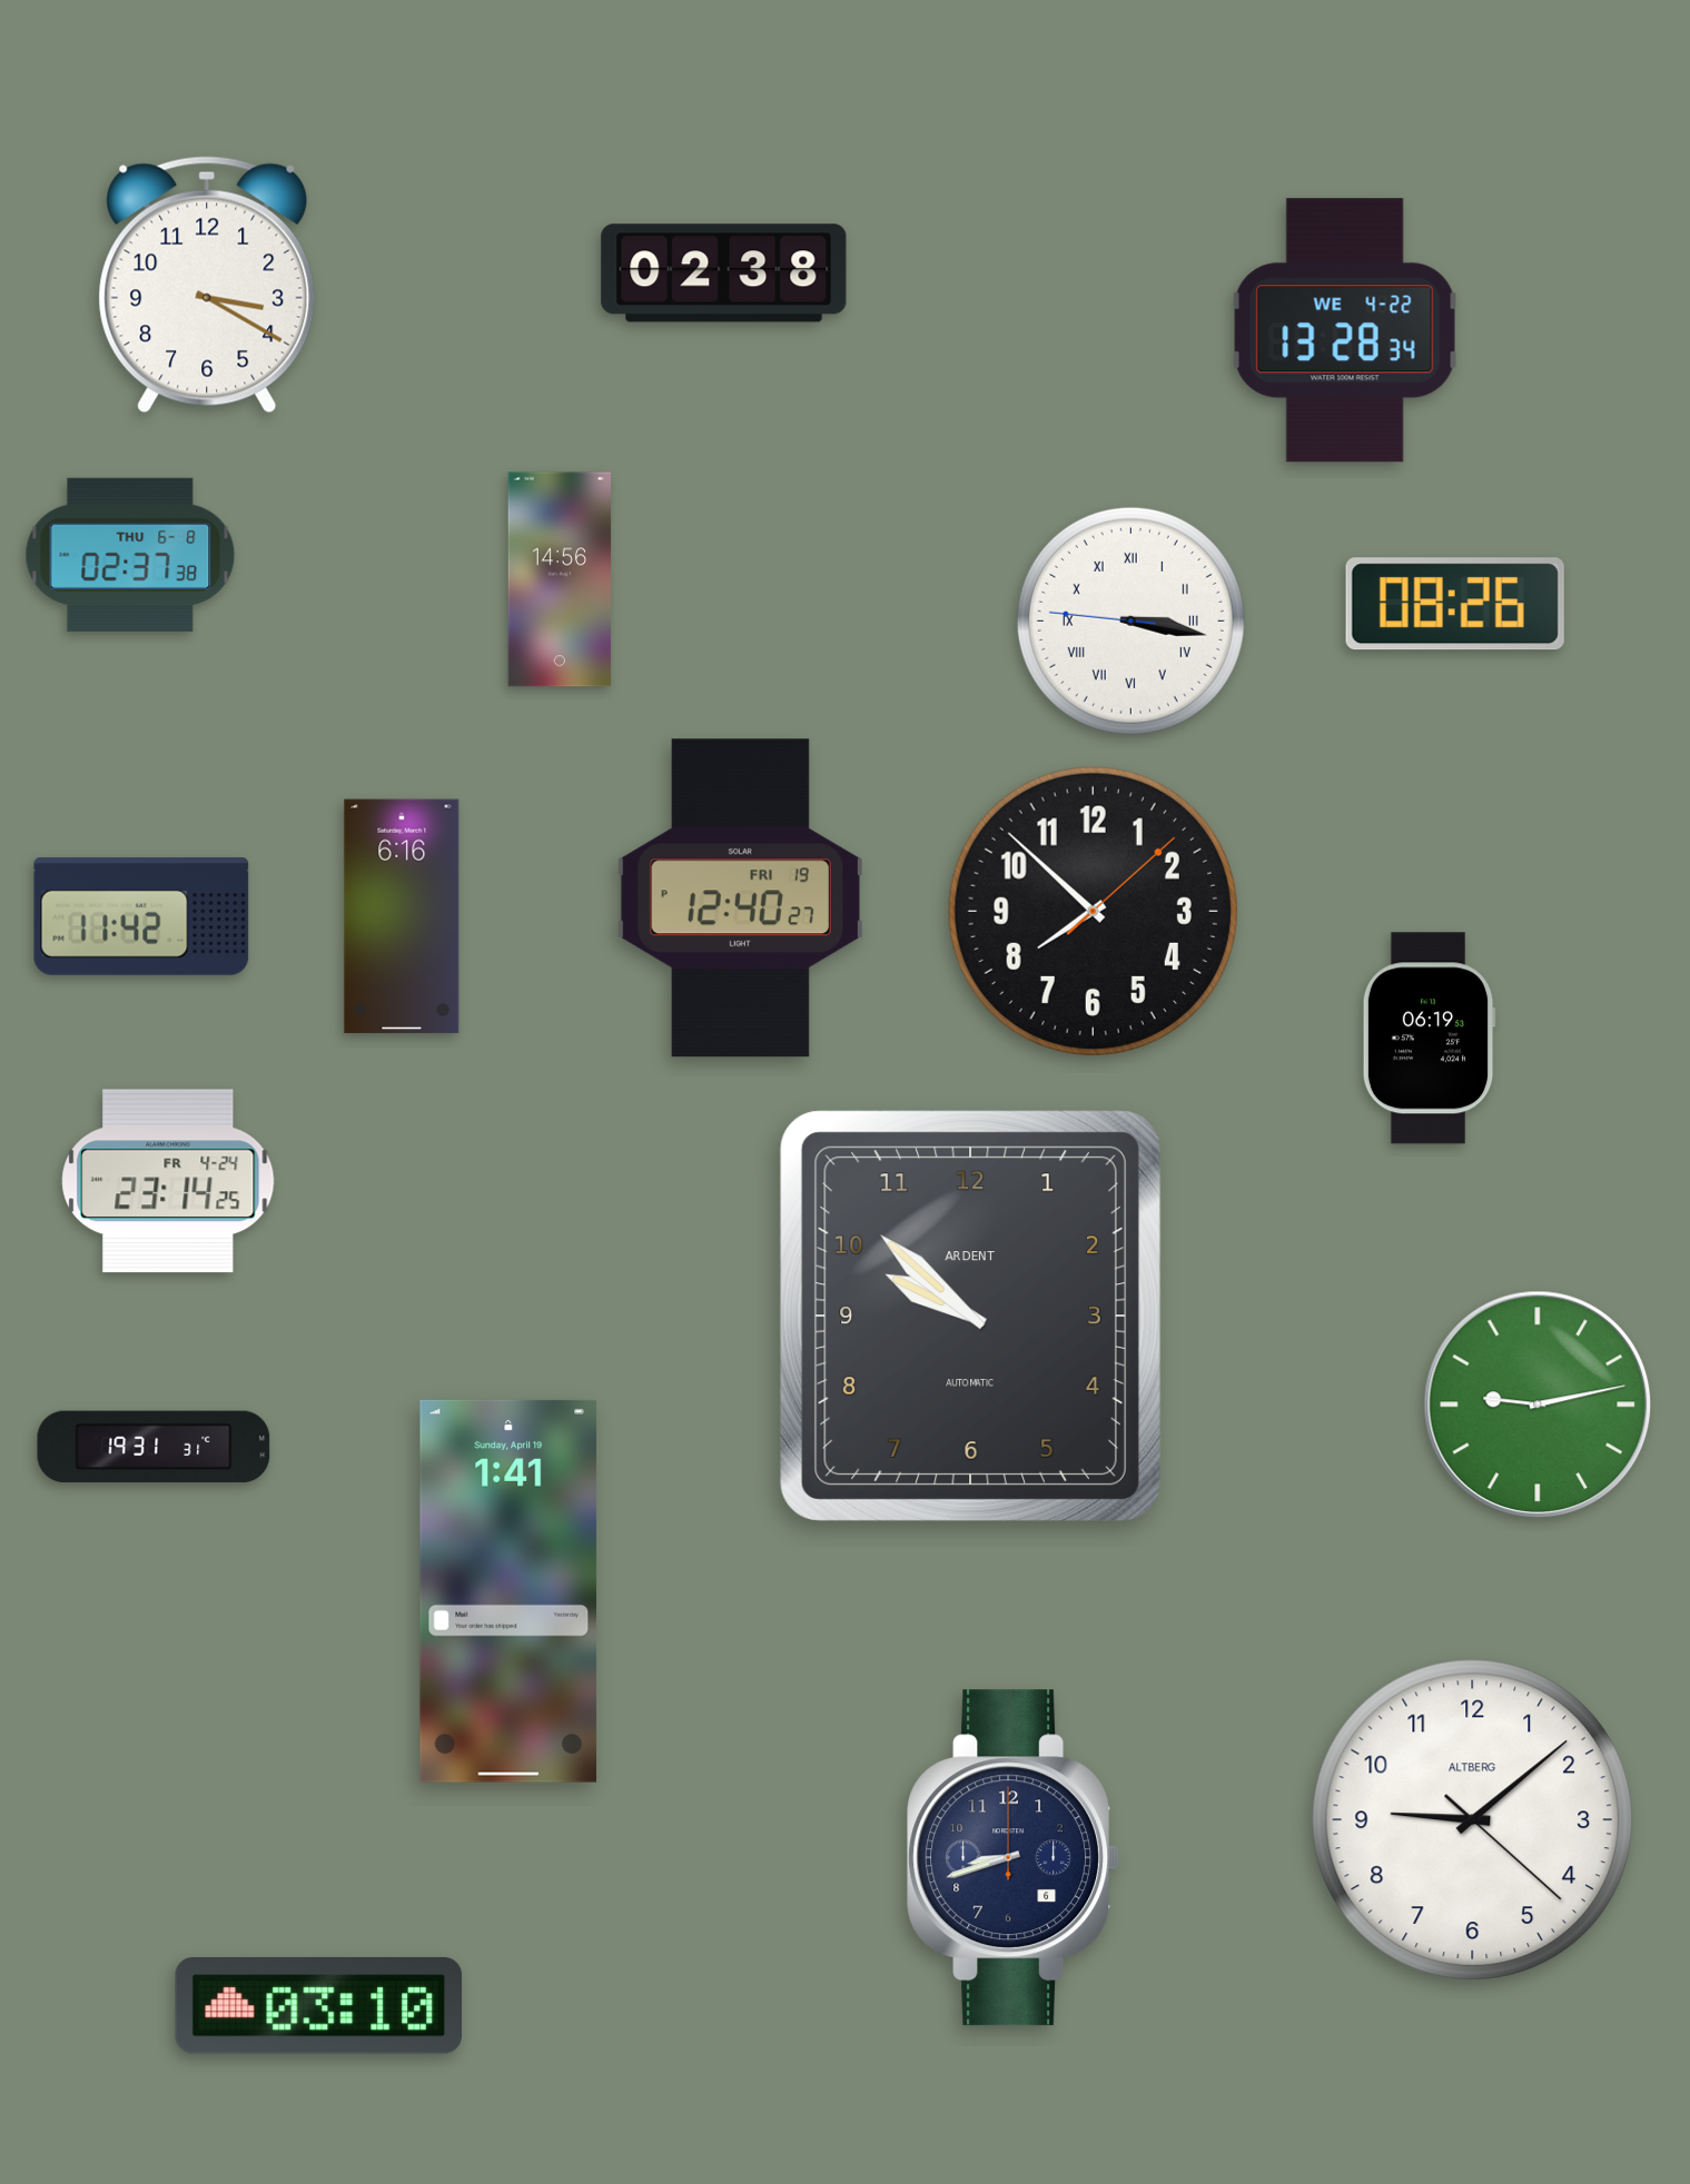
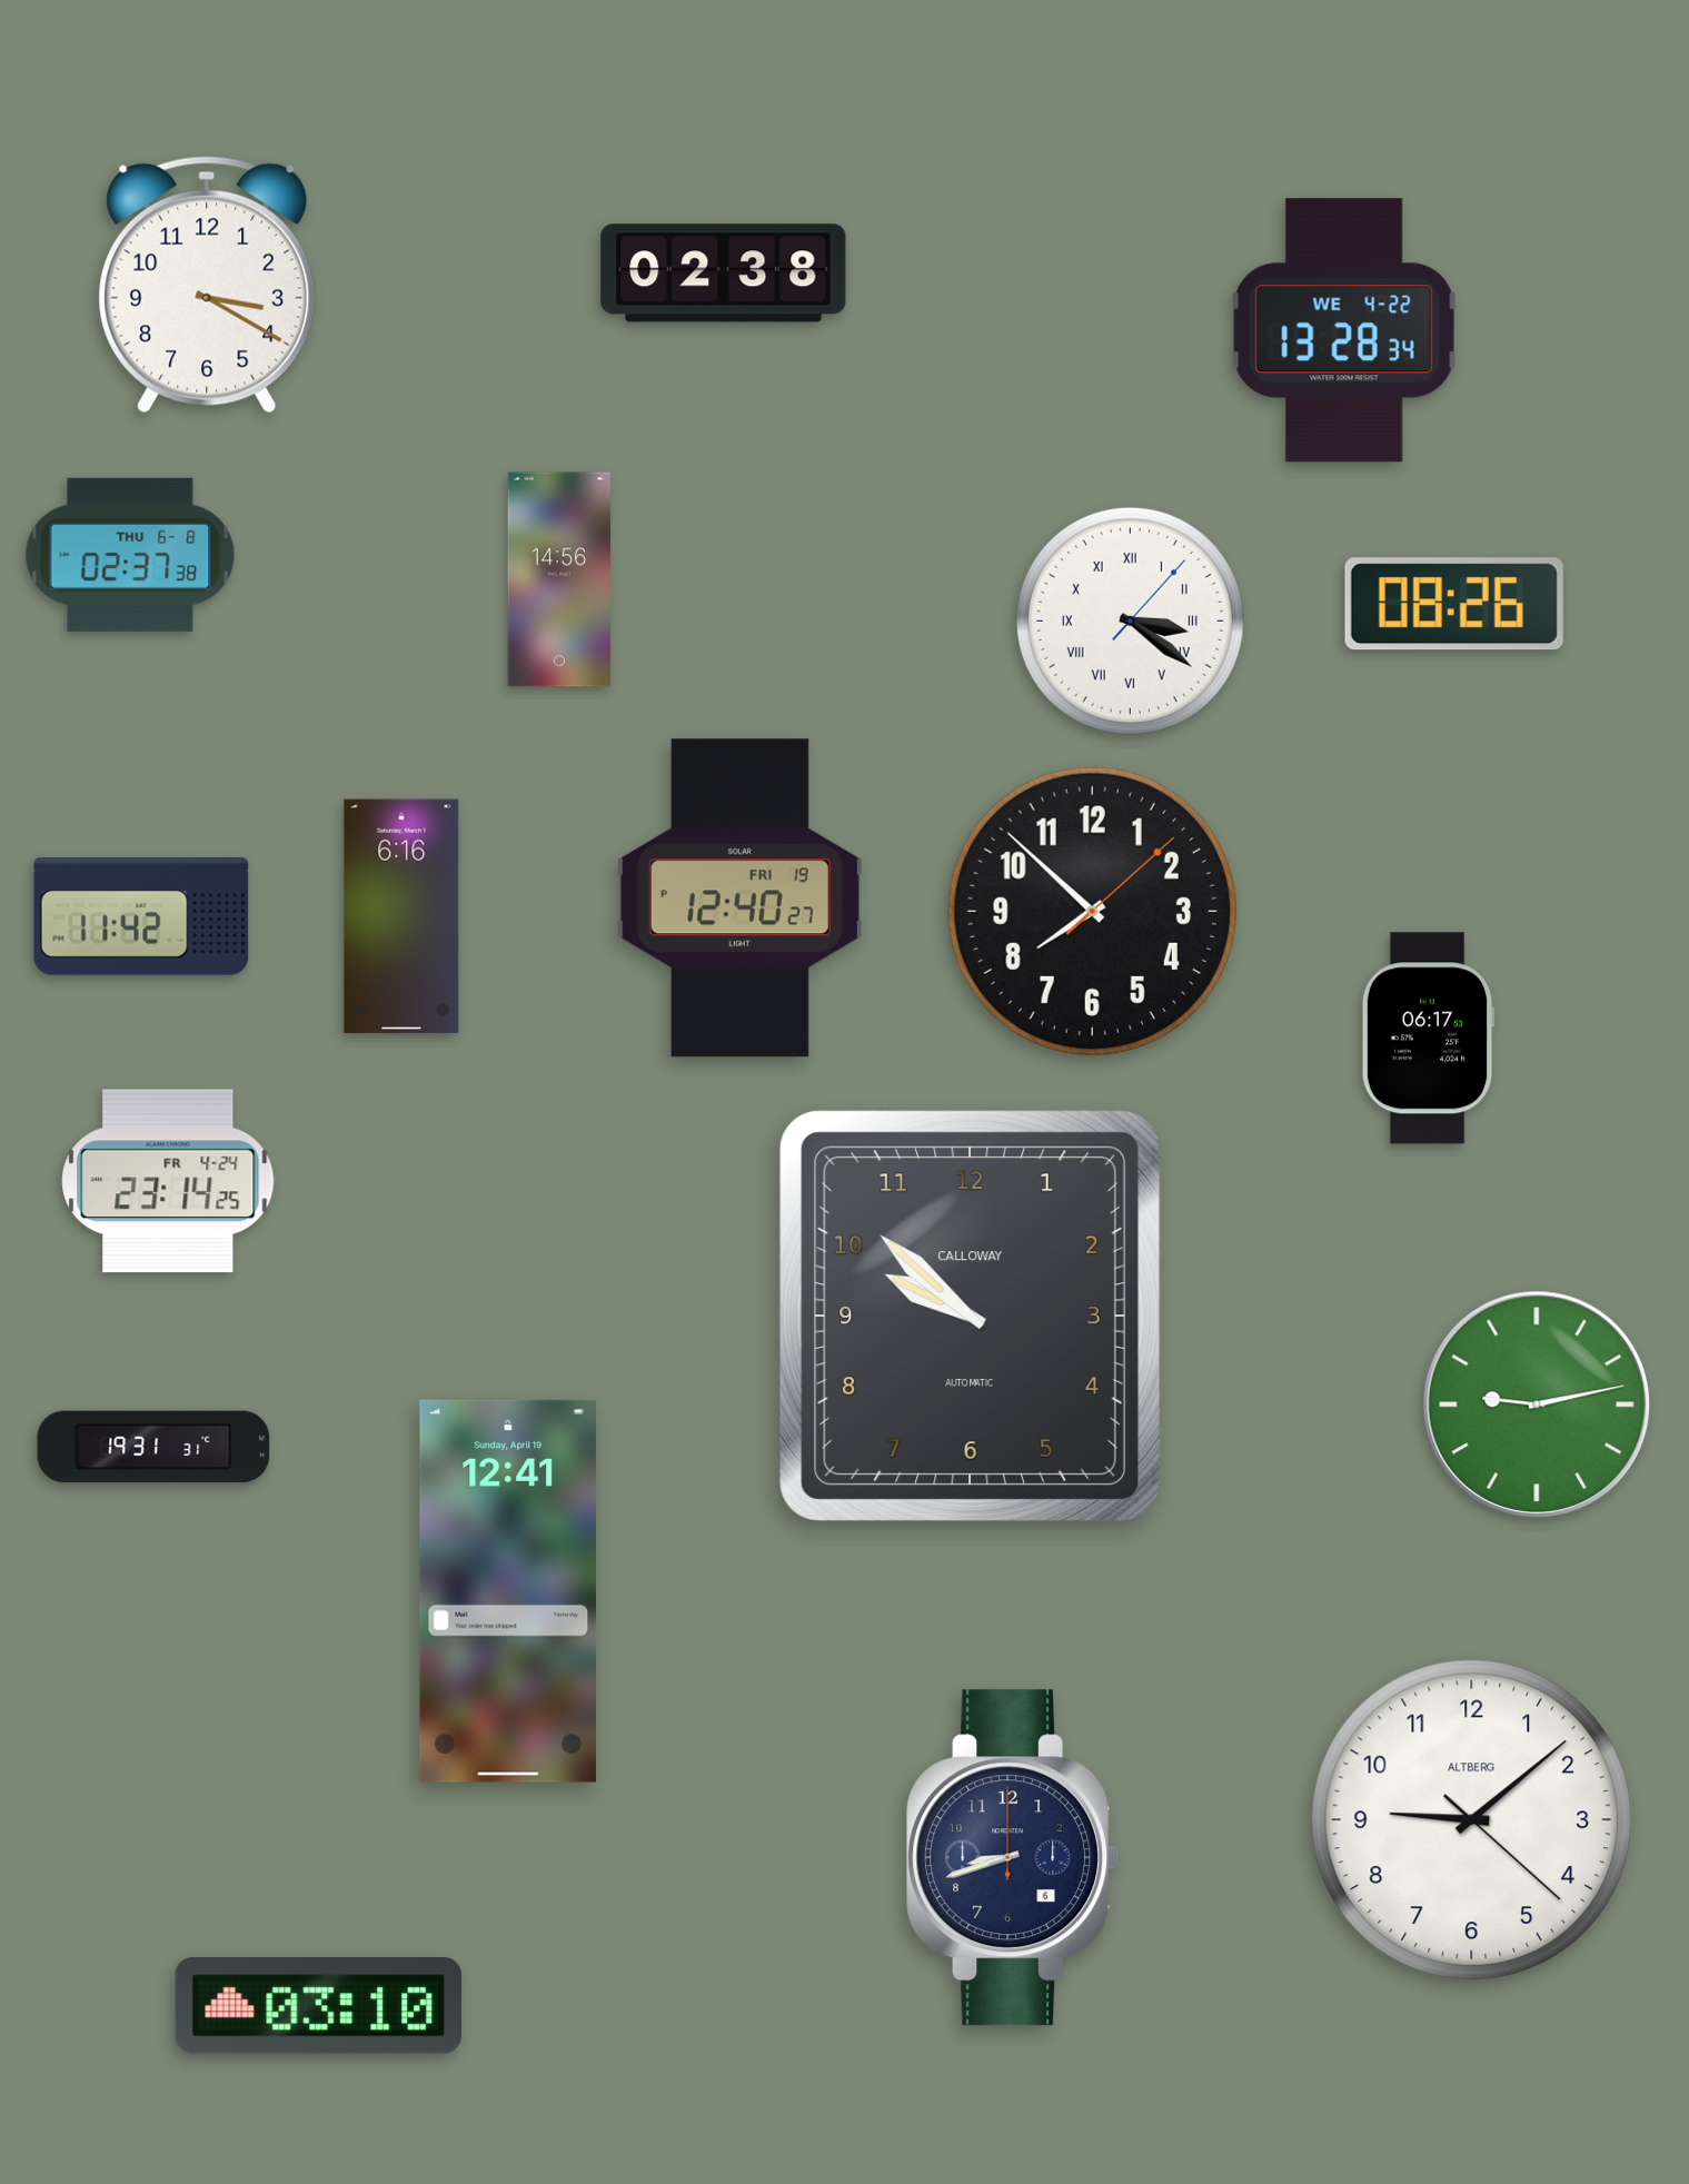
clock at (1130, 621): 3:16 -> 3:21
clock at (1429, 1039): 06:19 -> 06:17
clock at (970, 1316) brand: ARDENT -> CALLOWAY
clock at (508, 1591): 1:41 -> 12:41
